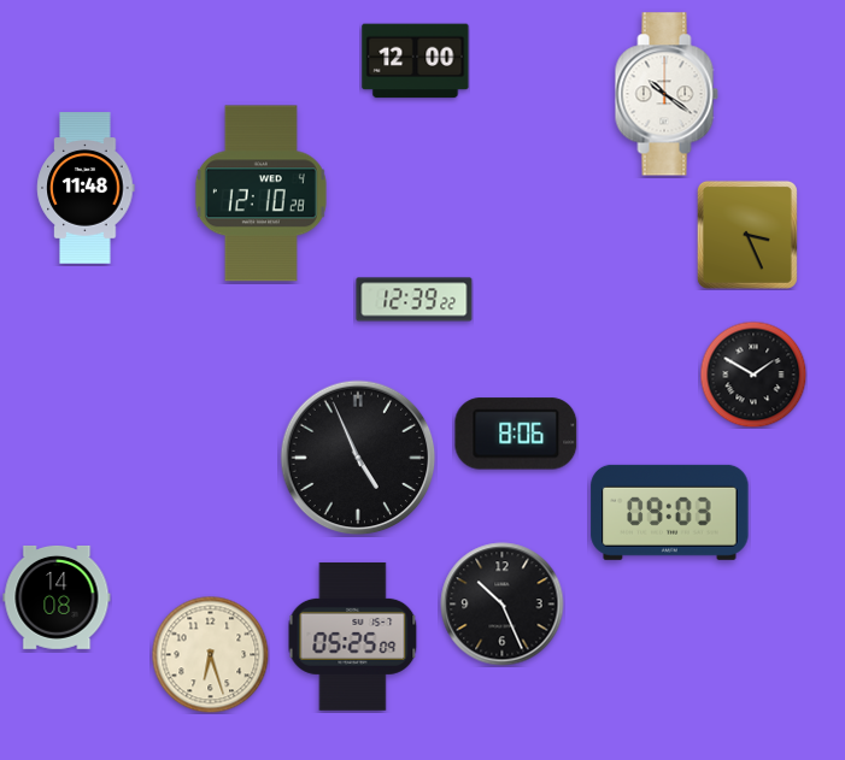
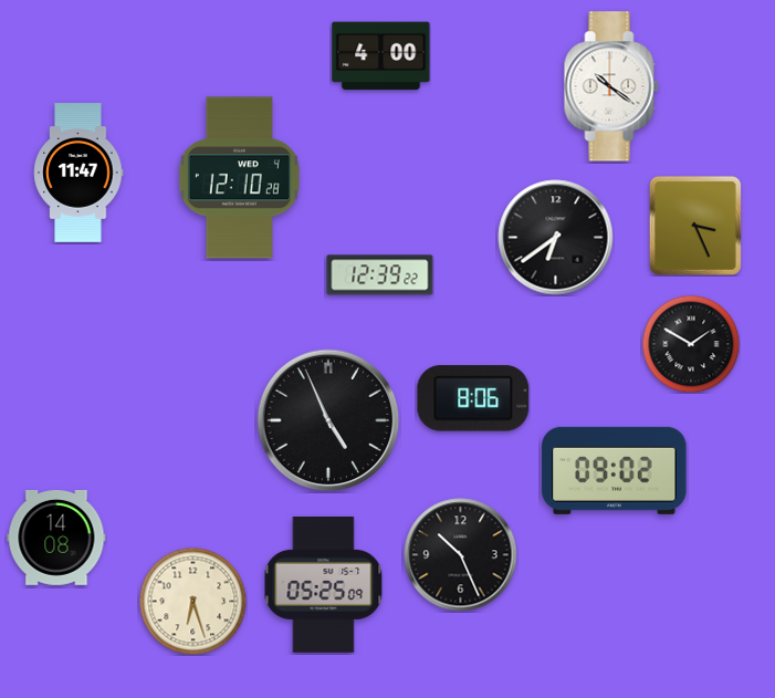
clock at (416, 61): 12:00 -> 4:00
clock at (86, 188): 11:48 -> 11:47
clock at (747, 235) position: (747, 235) -> (695, 226)
clock at (556, 238): none -> 6:39
clock at (670, 512): 09:03 -> 09:02
clock at (57, 597) position: (57, 597) -> (56, 538)
